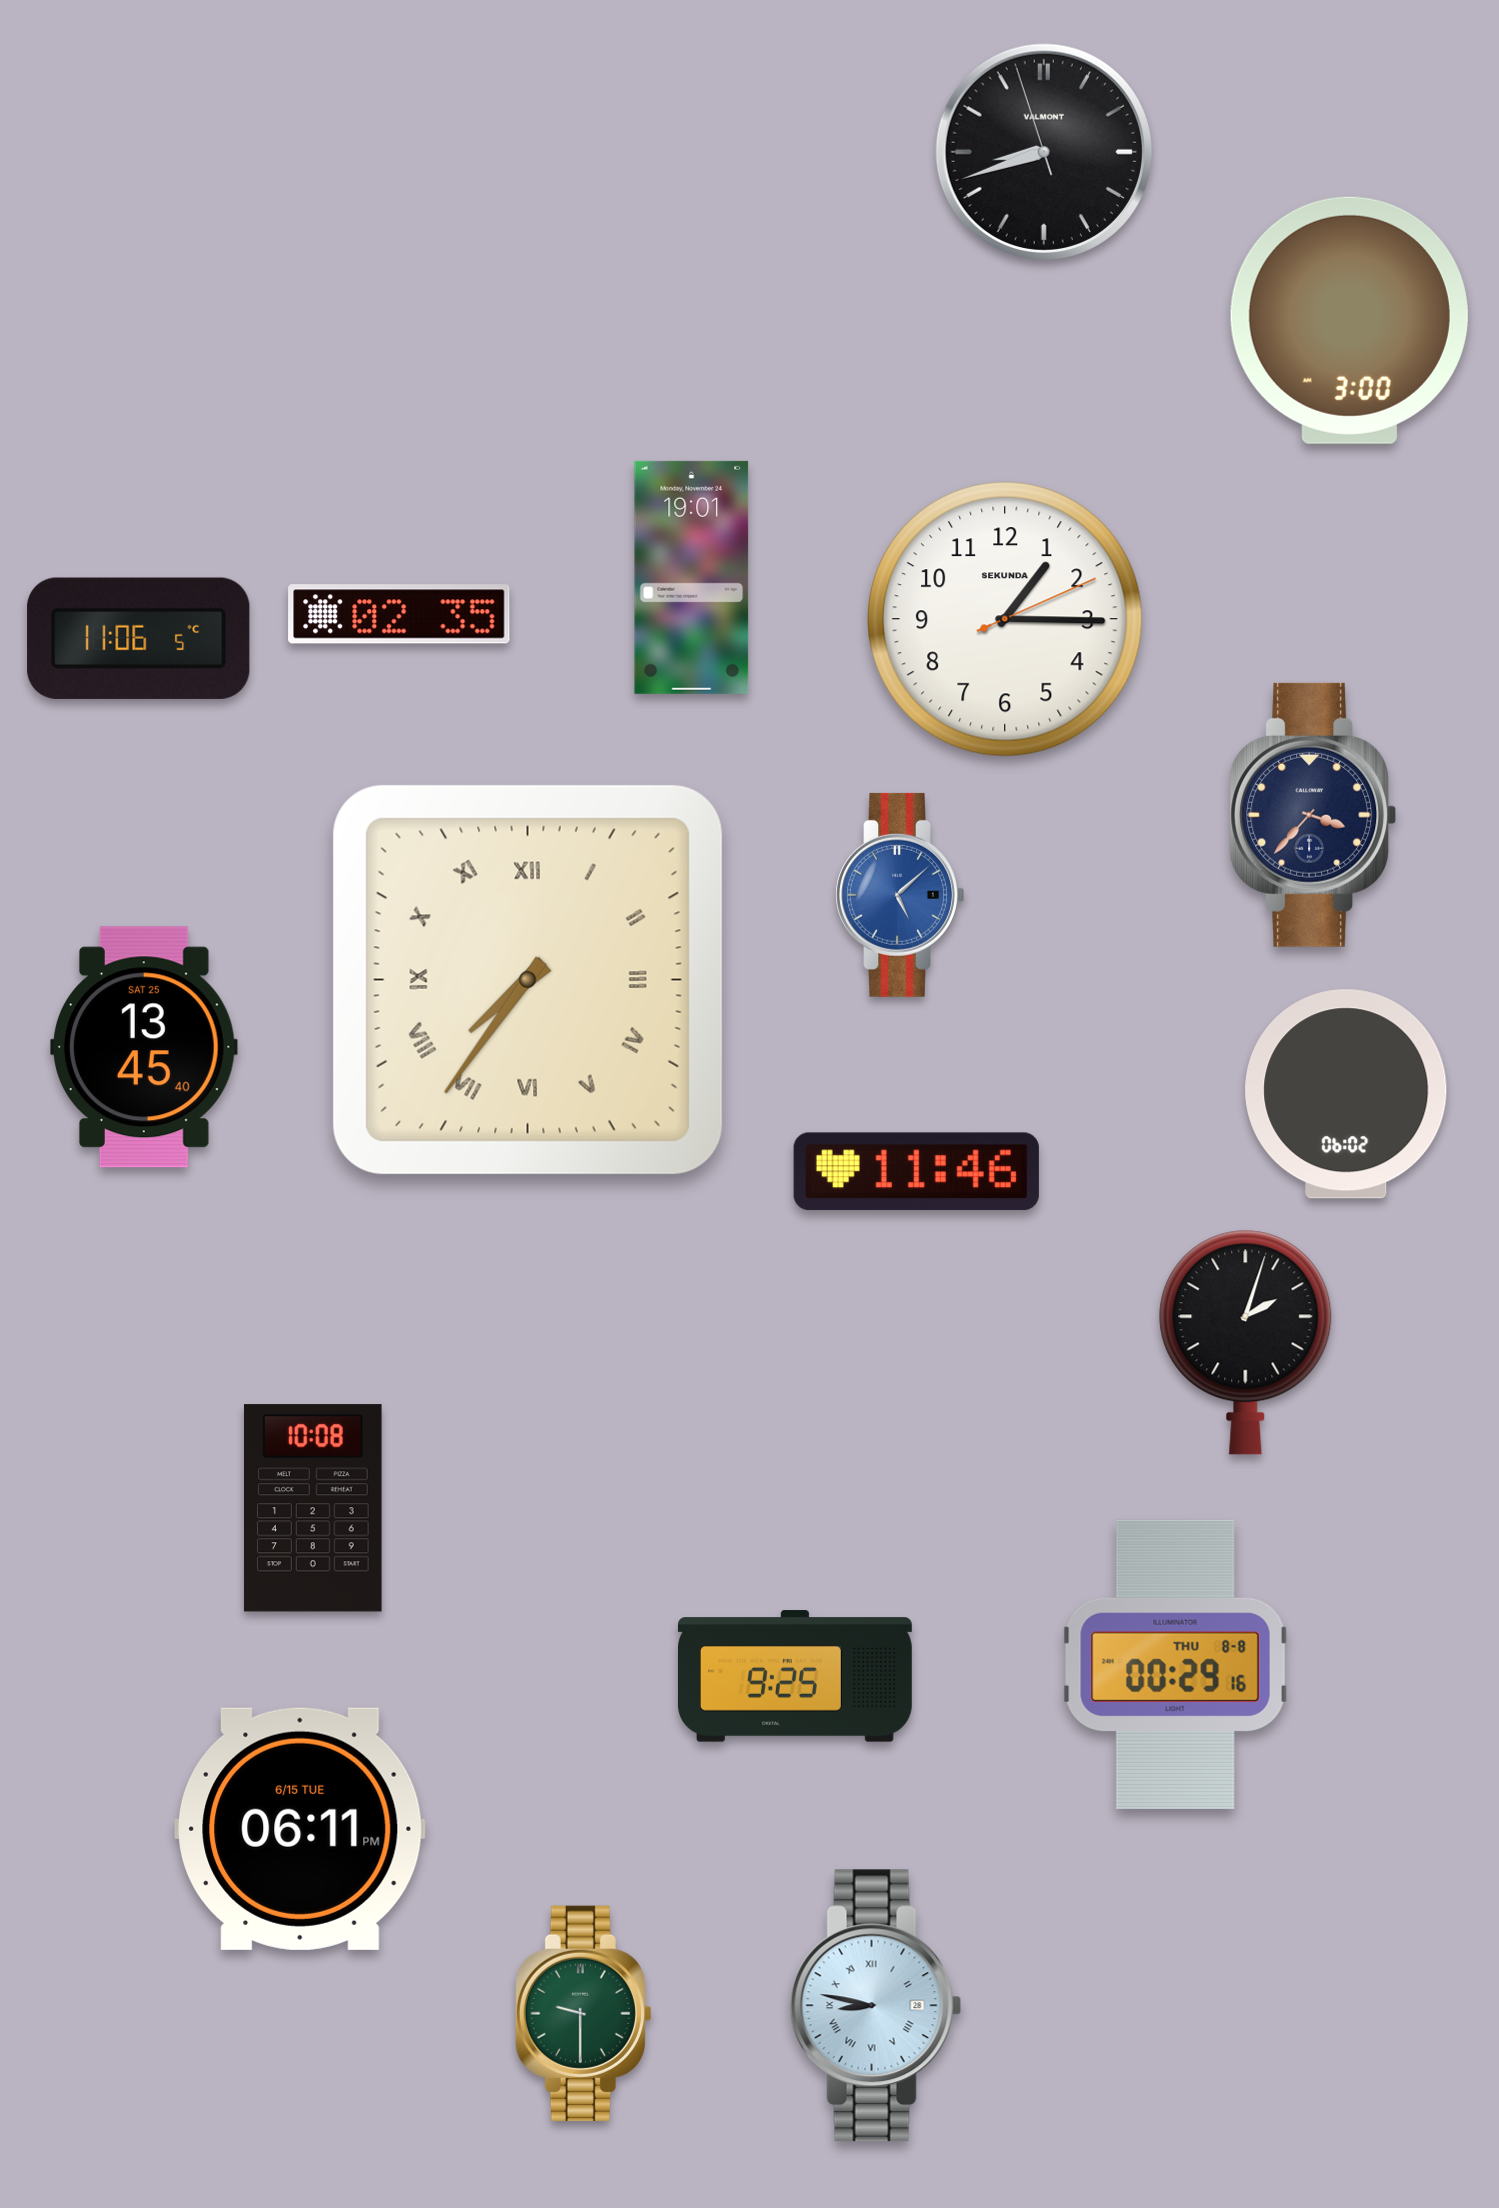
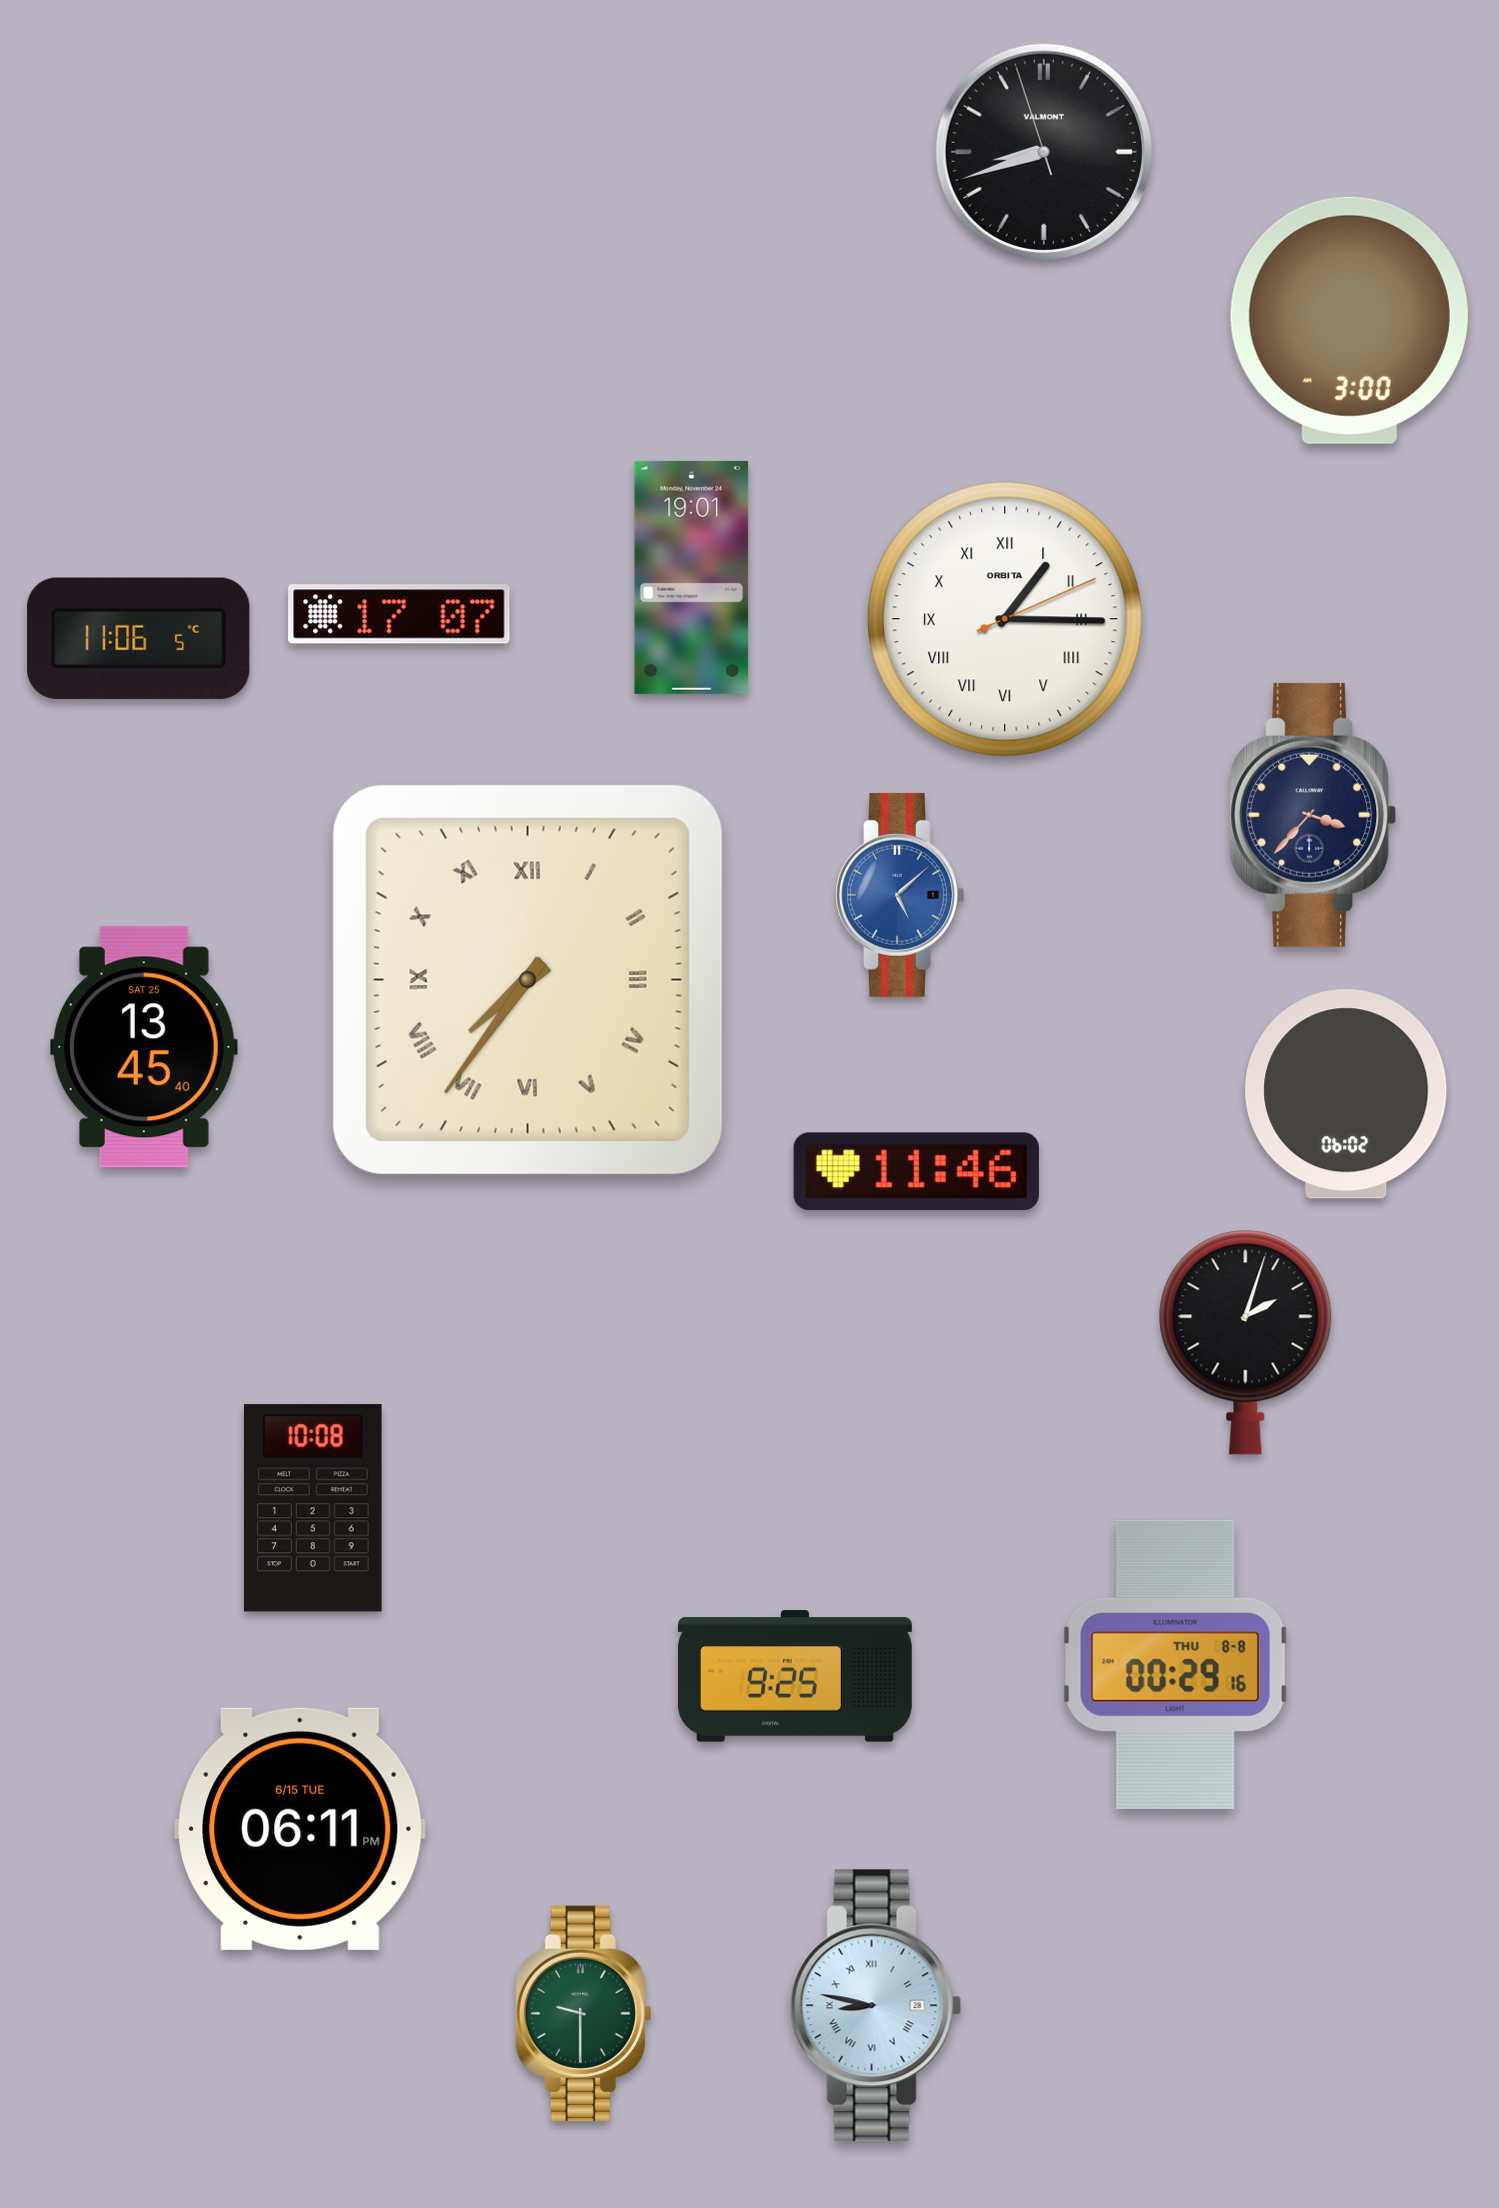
clock at (399, 614): 02:35 -> 17:07
clock at (1006, 620) numerals: Arabic -> Roman
clock at (1006, 620) brand: SEKUNDA -> ORBITA
